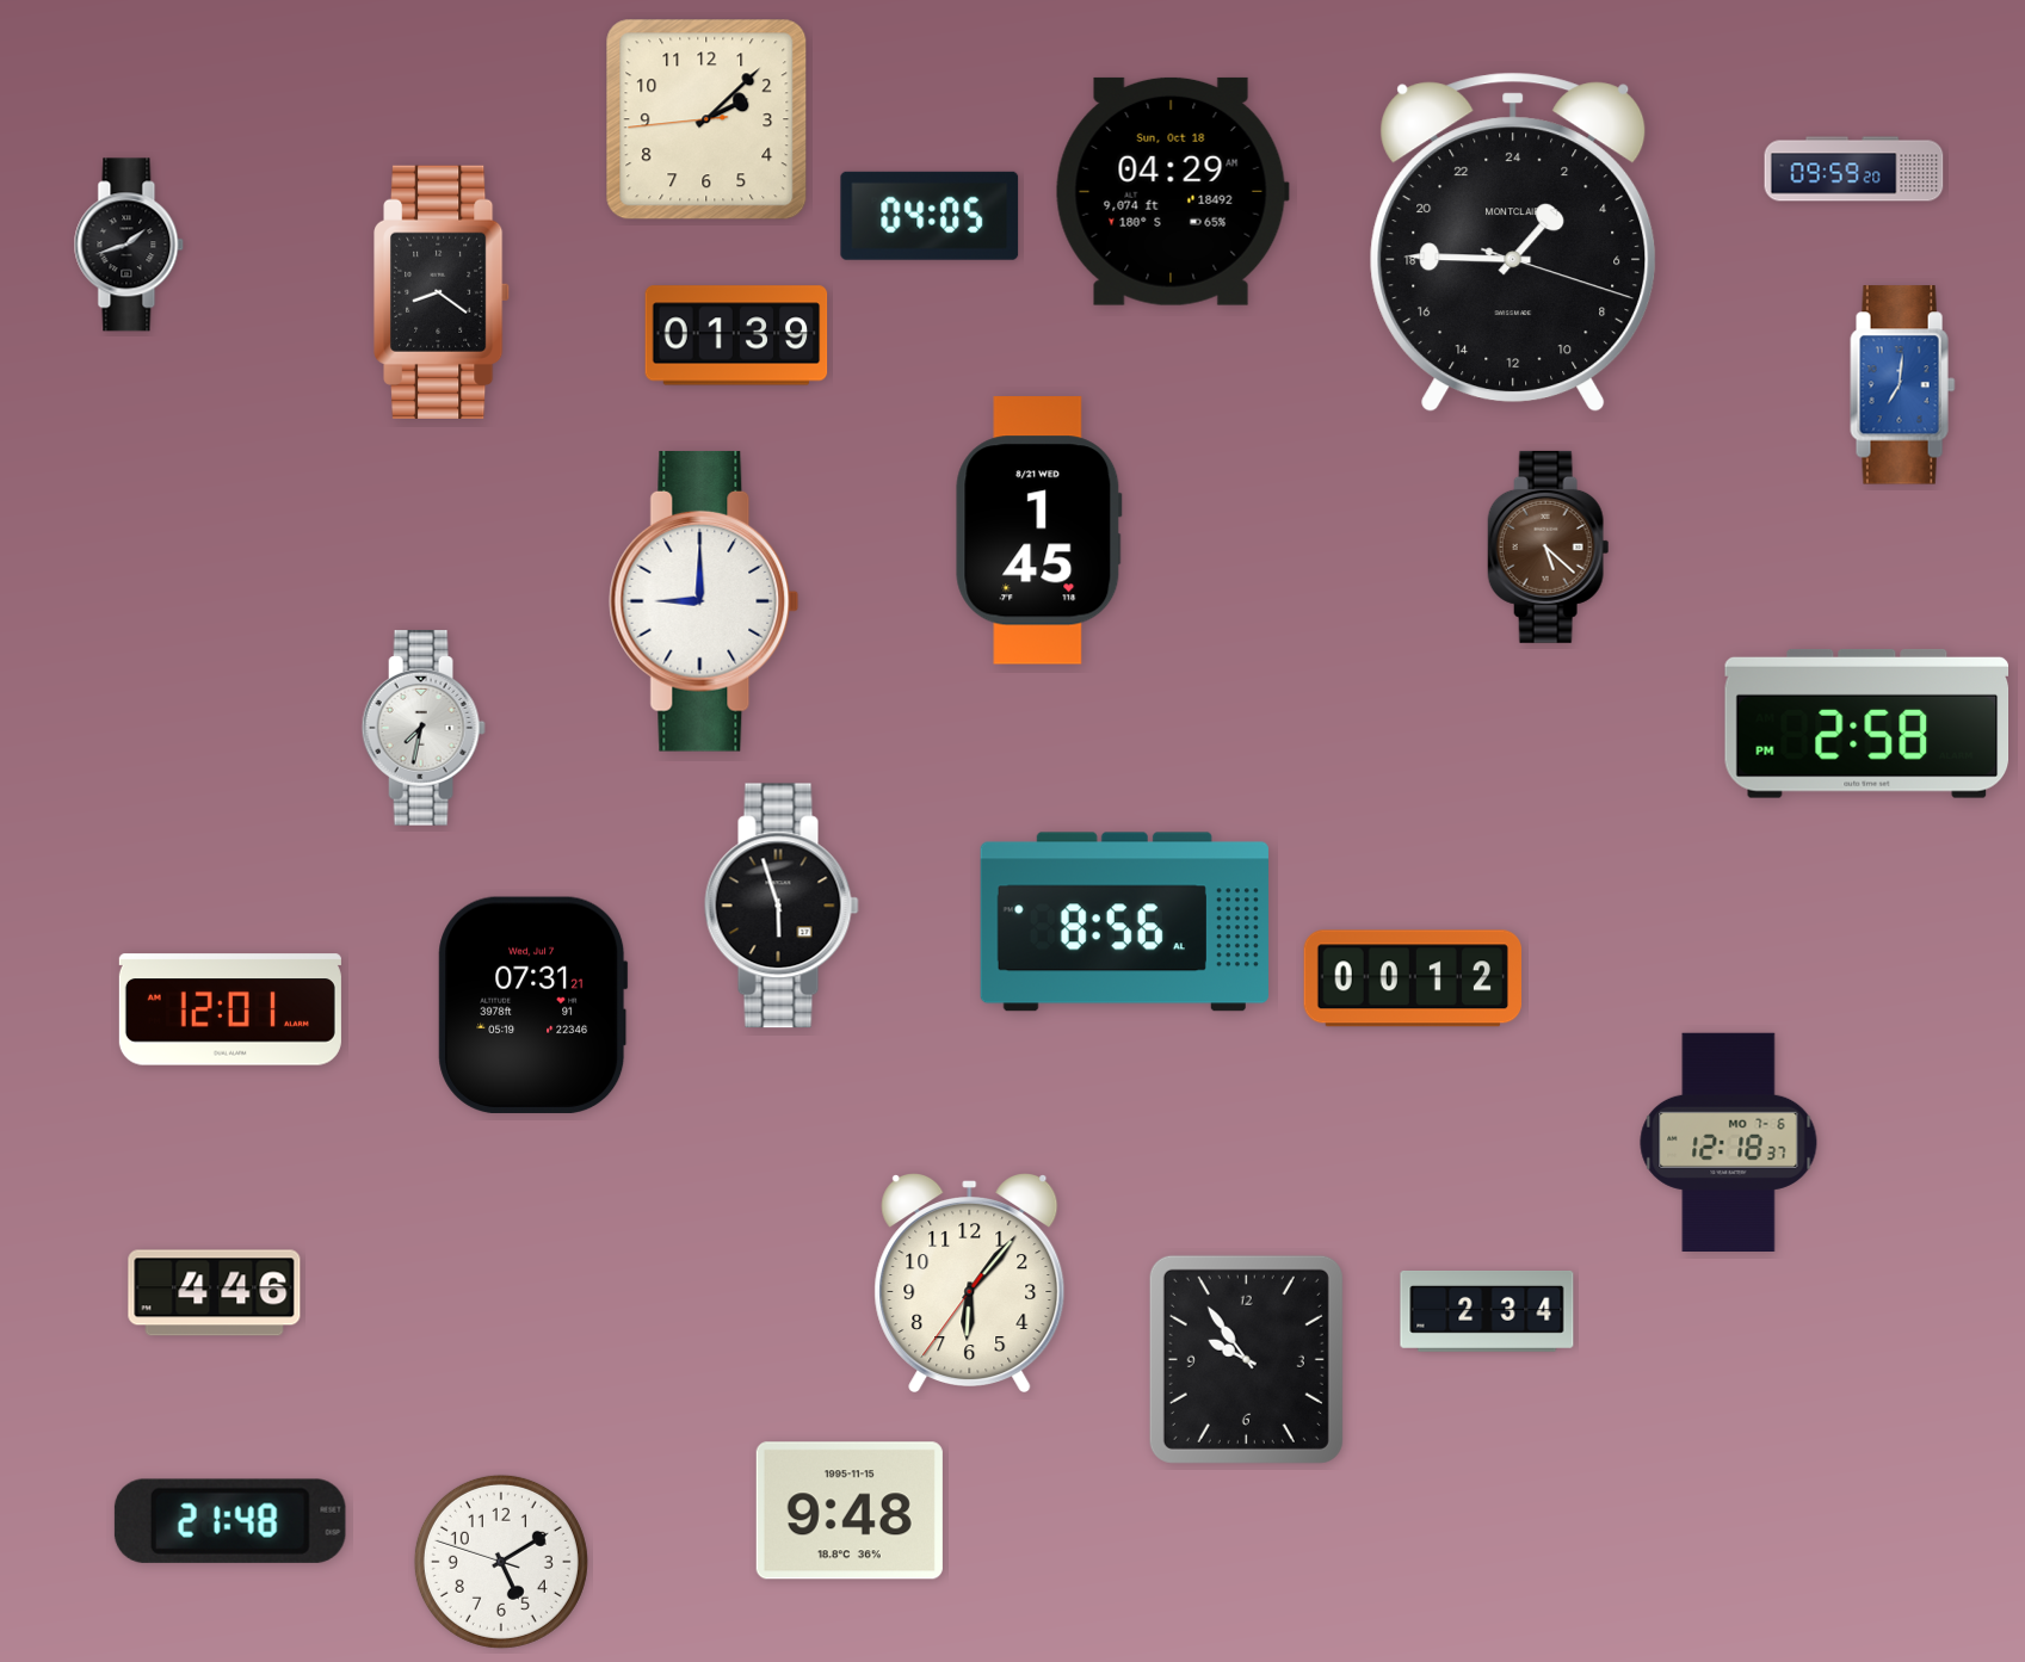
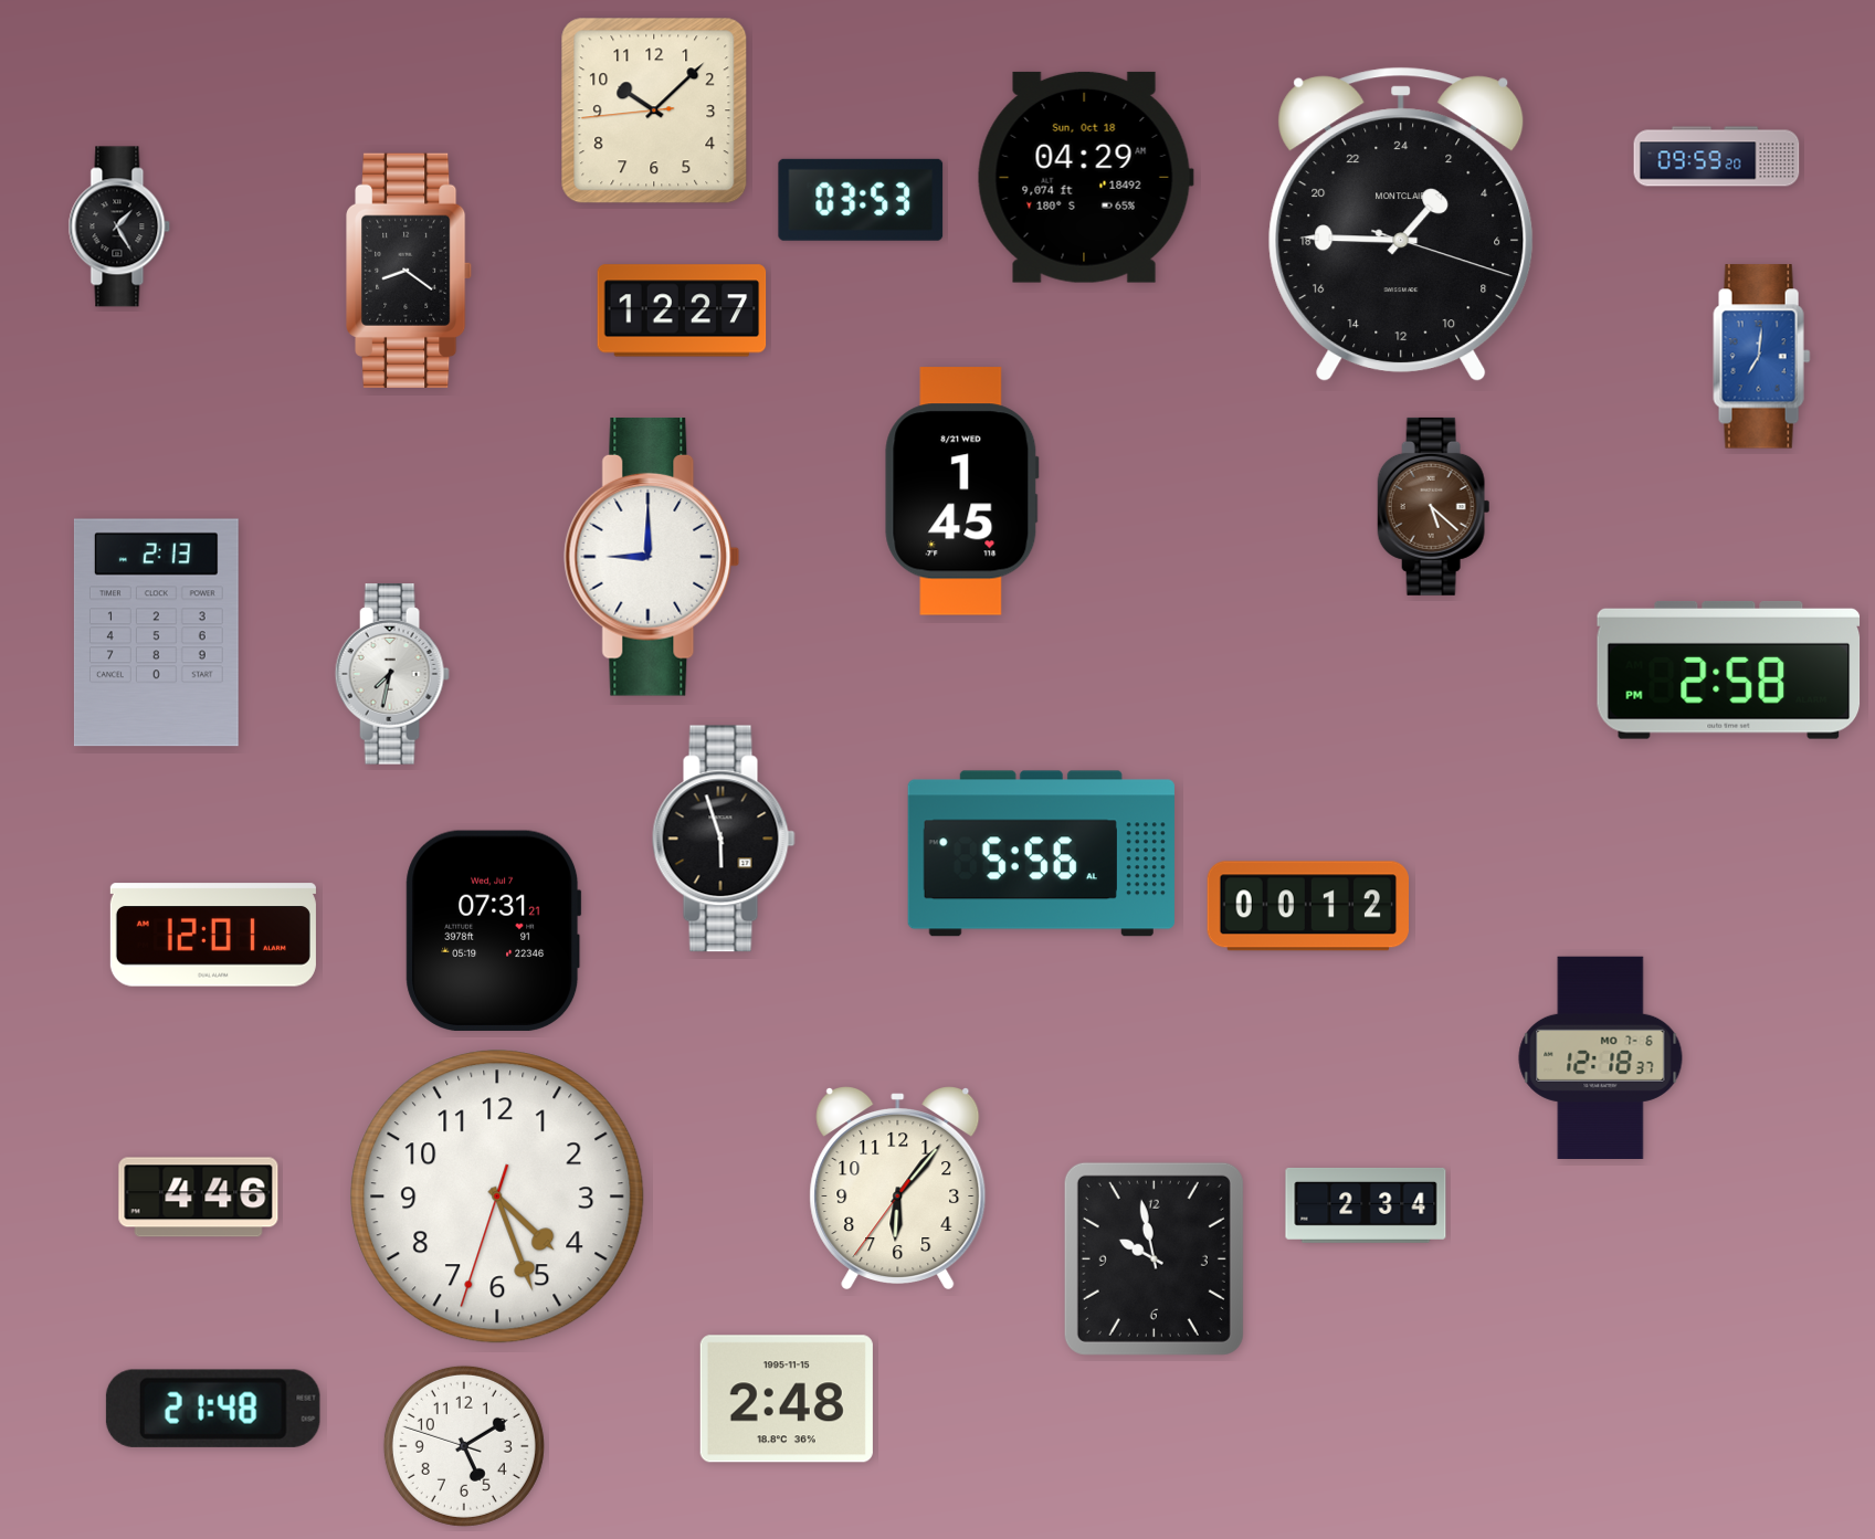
clock at (706, 119): 2:07 -> 10:07
clock at (930, 216): 04:05 -> 03:53
clock at (129, 245): 1:42 -> 1:25
clock at (736, 335): 01:39 -> 12:27
clock at (156, 633): none -> 2:13
clock at (1124, 922): 8:56 -> 5:56
clock at (497, 1197): none -> 4:26
clock at (1487, 1311) position: (1487, 1311) -> (1366, 1205)
clock at (1246, 1359): 9:54 -> 9:58
clock at (850, 1510): 9:48 -> 2:48
